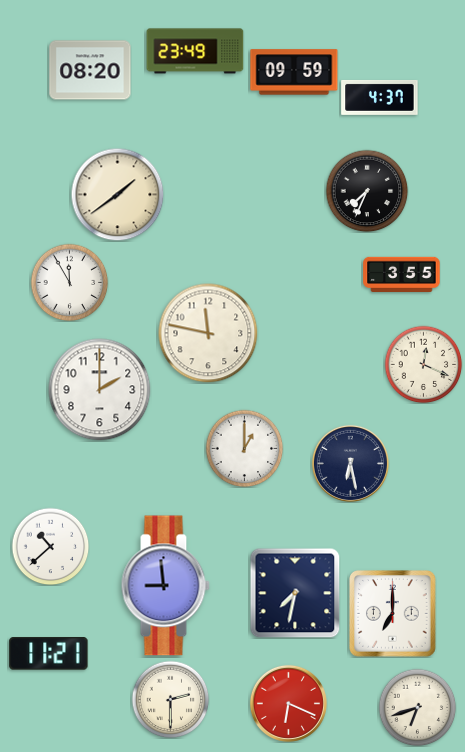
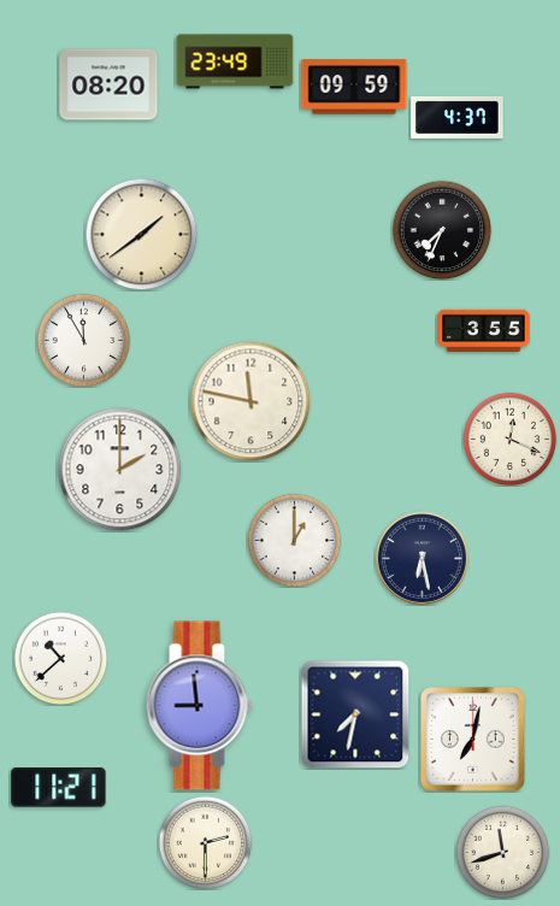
clock at (393, 614): 7:00 -> 7:02
clock at (288, 703): 6:19 -> none
clock at (417, 707): 6:42 -> 11:42
